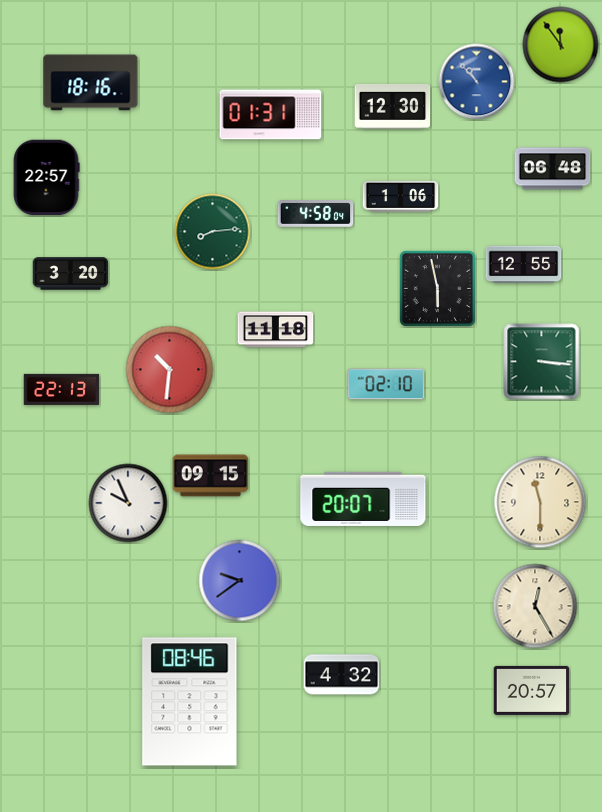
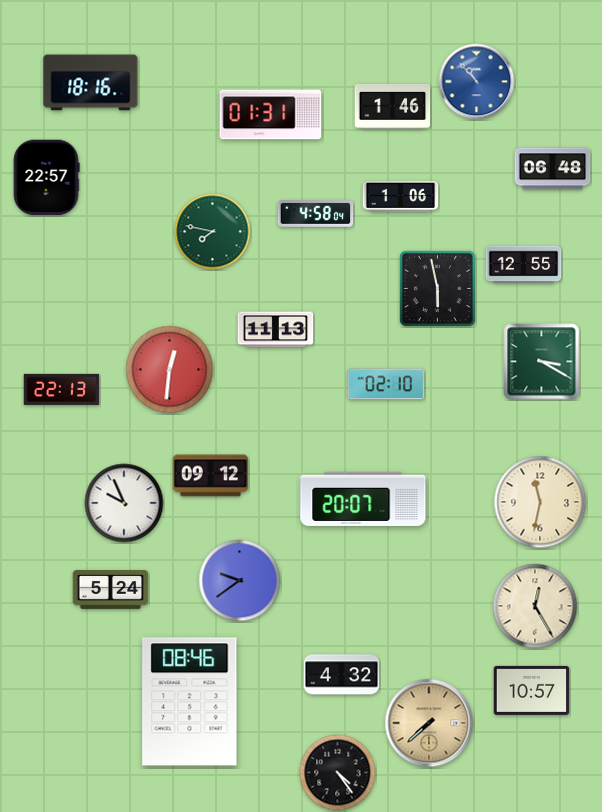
clock at (561, 45): 11:54 -> none
clock at (393, 106): 12:30 -> 1:46
clock at (213, 232): 8:14 -> 7:47
clock at (71, 274): 3:20 -> none
clock at (276, 330): 11:18 -> 11:13
clock at (542, 362): 3:16 -> 3:20
clock at (170, 370): 10:31 -> 12:31
clock at (211, 476): 09:15 -> 09:12
clock at (540, 502): 11:30 -> 11:32
clock at (128, 503) position: (128, 503) -> (124, 503)
clock at (111, 589): none -> 5:24
clock at (532, 690): 20:57 -> 10:57
clock at (429, 723): none -> 7:38
clock at (338, 773): none -> 4:24
